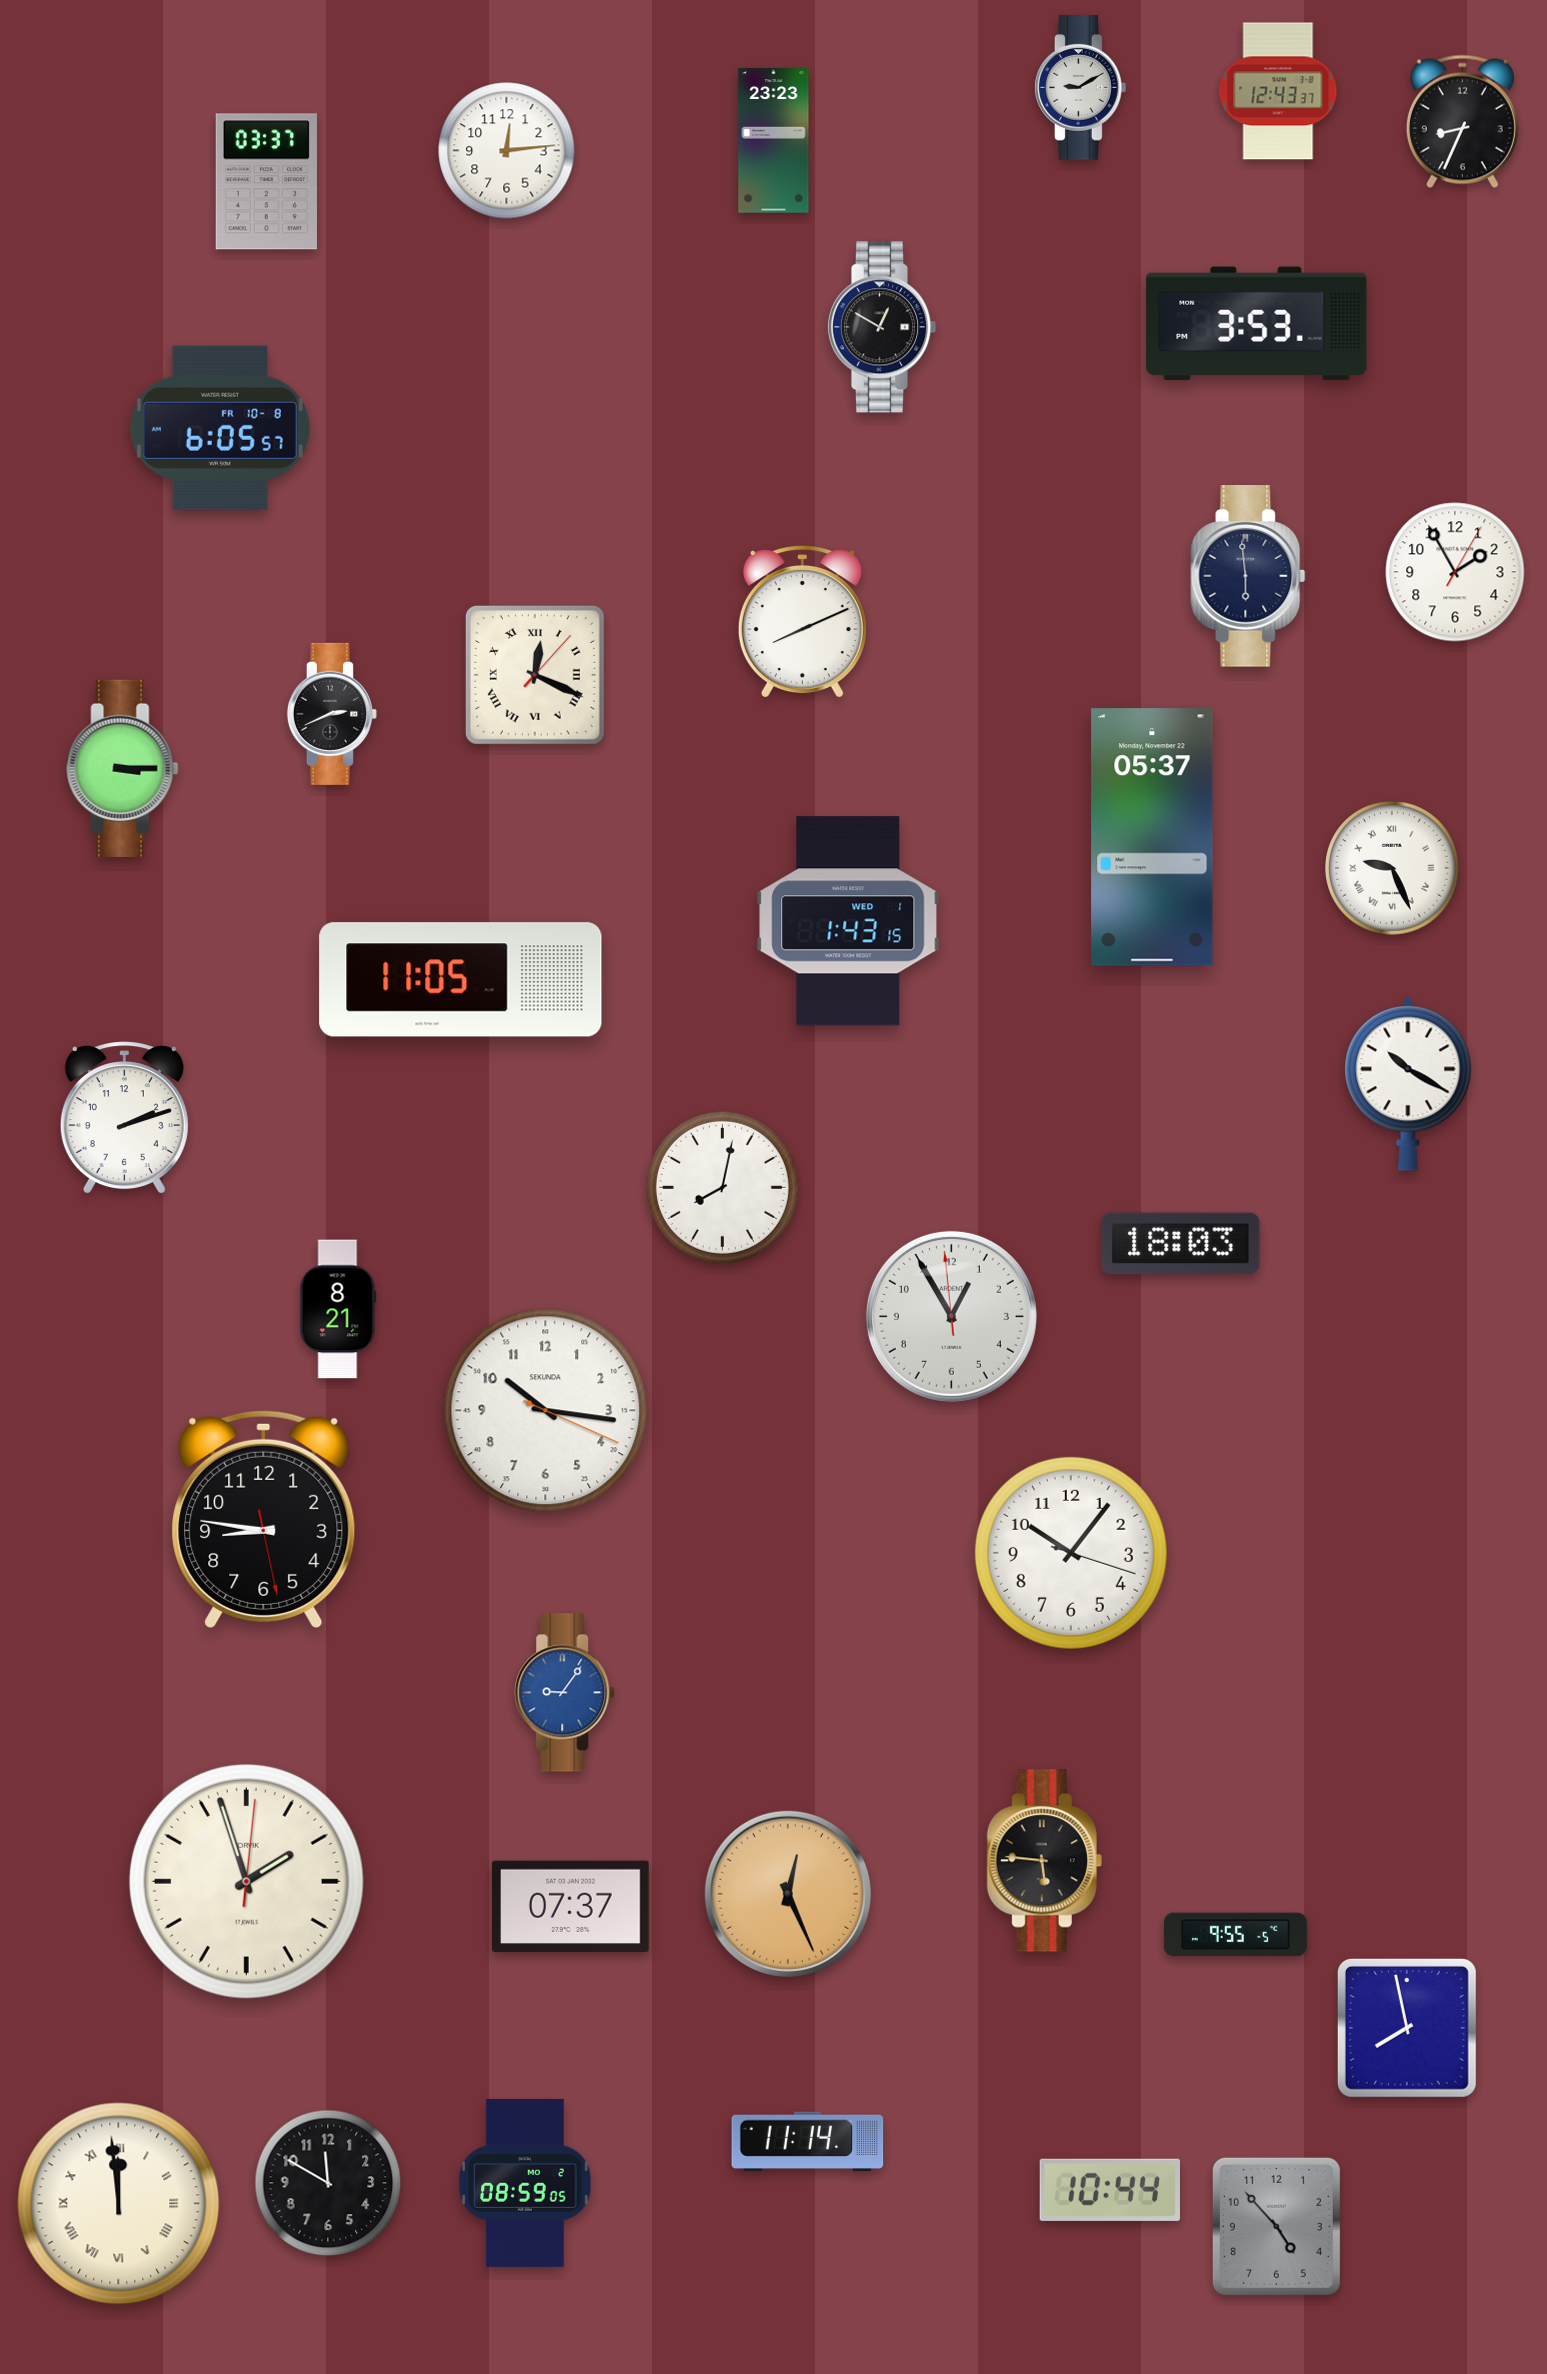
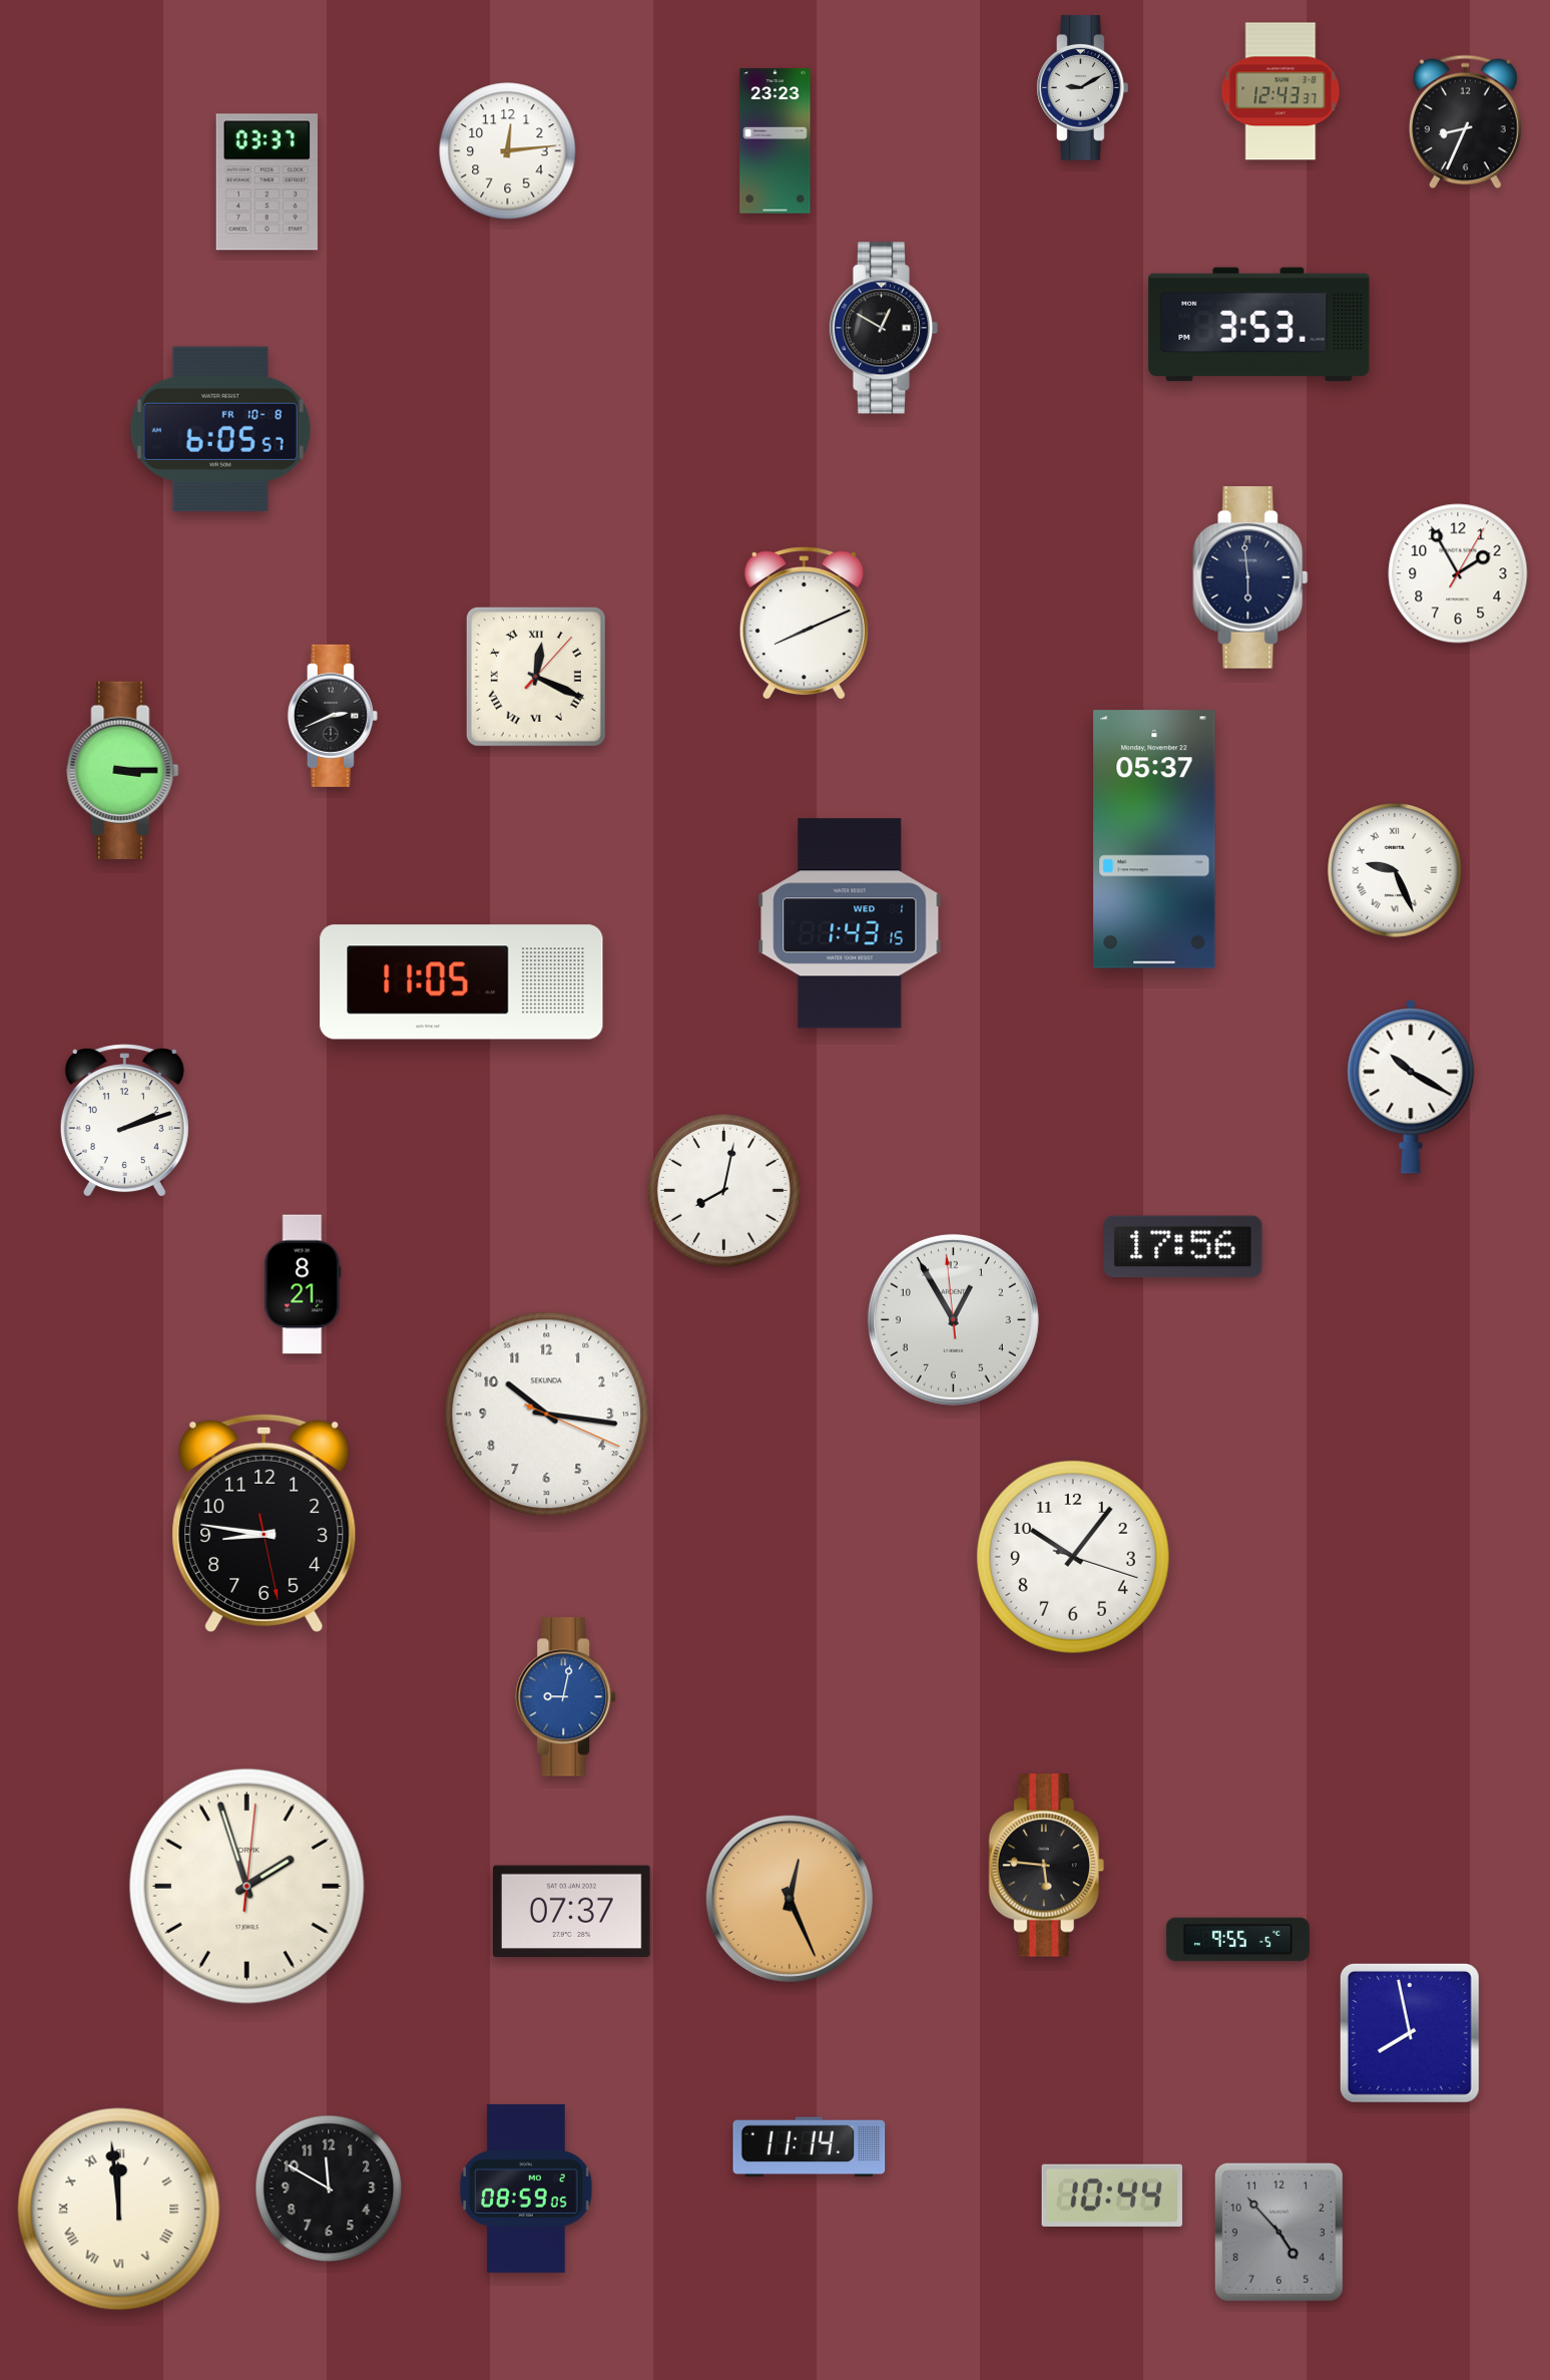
clock at (1181, 1244): 18:03 -> 17:56
clock at (338, 1309) position: (338, 1309) -> (303, 1284)
clock at (565, 1693): 9:06 -> 9:02
